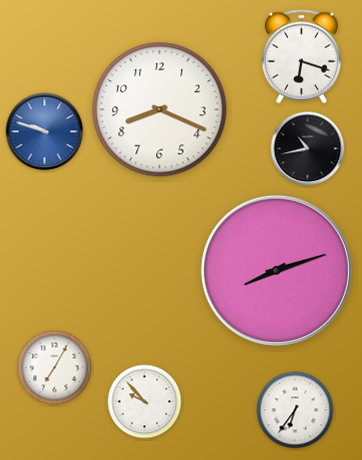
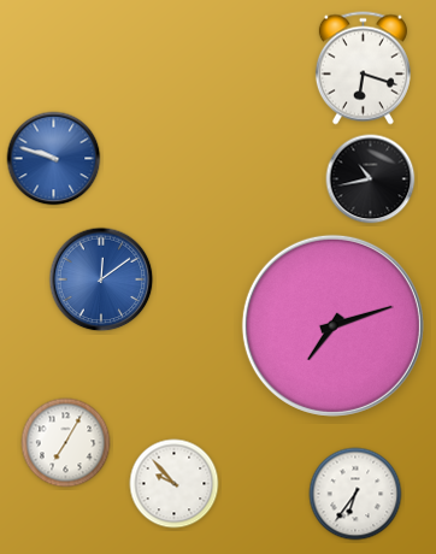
clock at (160, 110): 8:19 -> none
clock at (101, 279): none -> 12:09
clock at (276, 270): 8:12 -> 7:12
